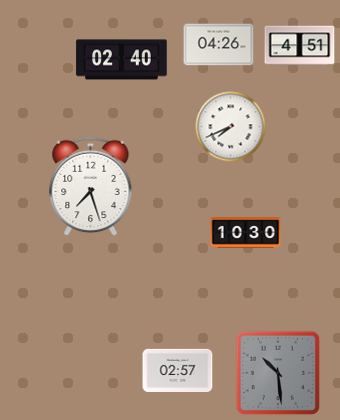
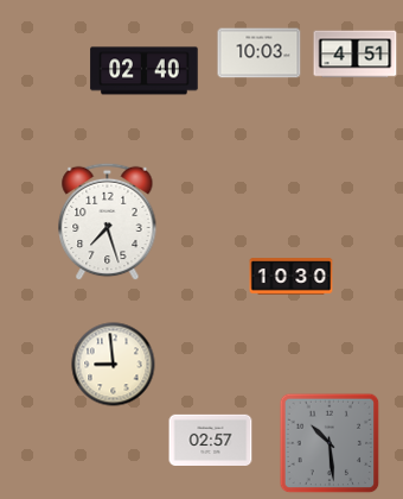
clock at (219, 45): 04:26 -> 10:03
clock at (231, 127): 7:41 -> none
clock at (114, 365): none -> 8:59
